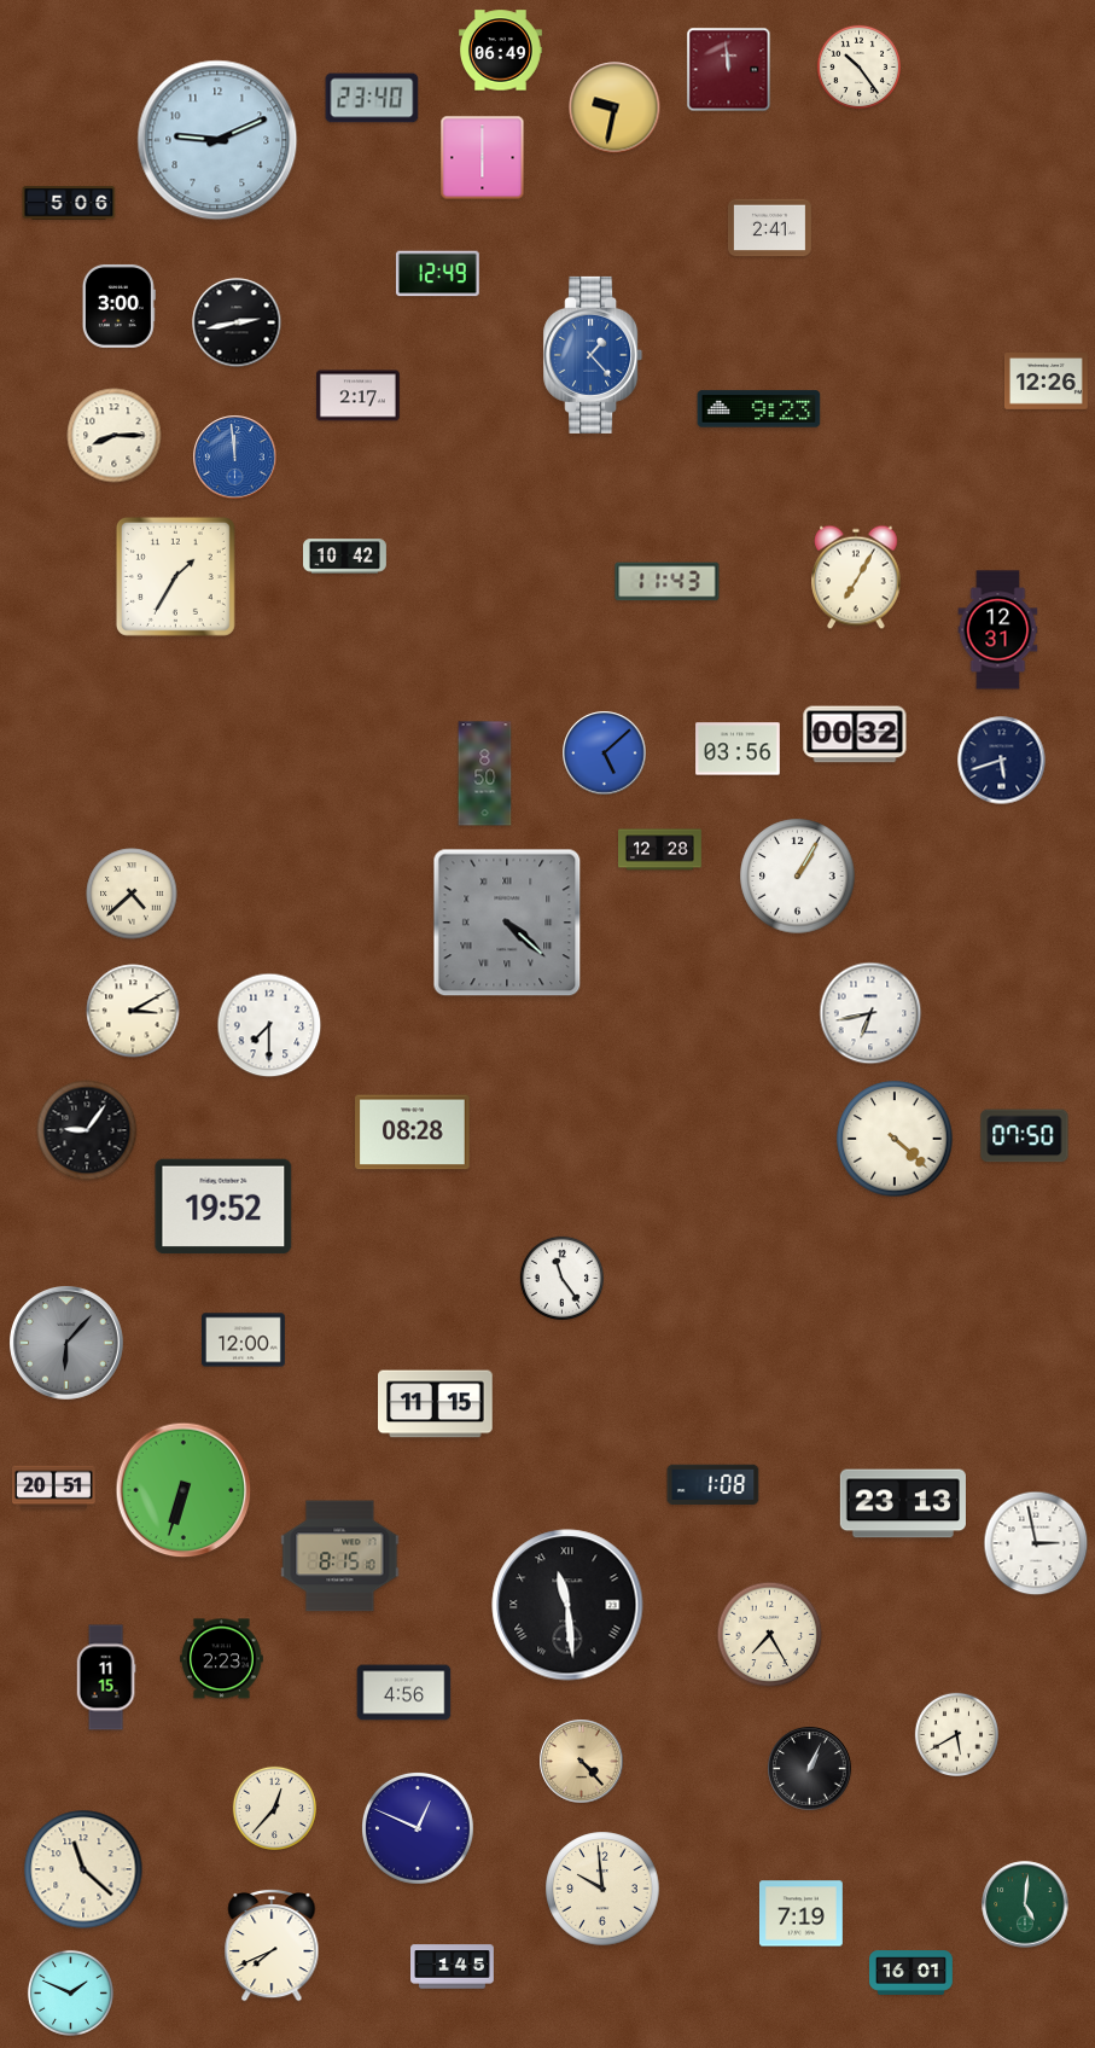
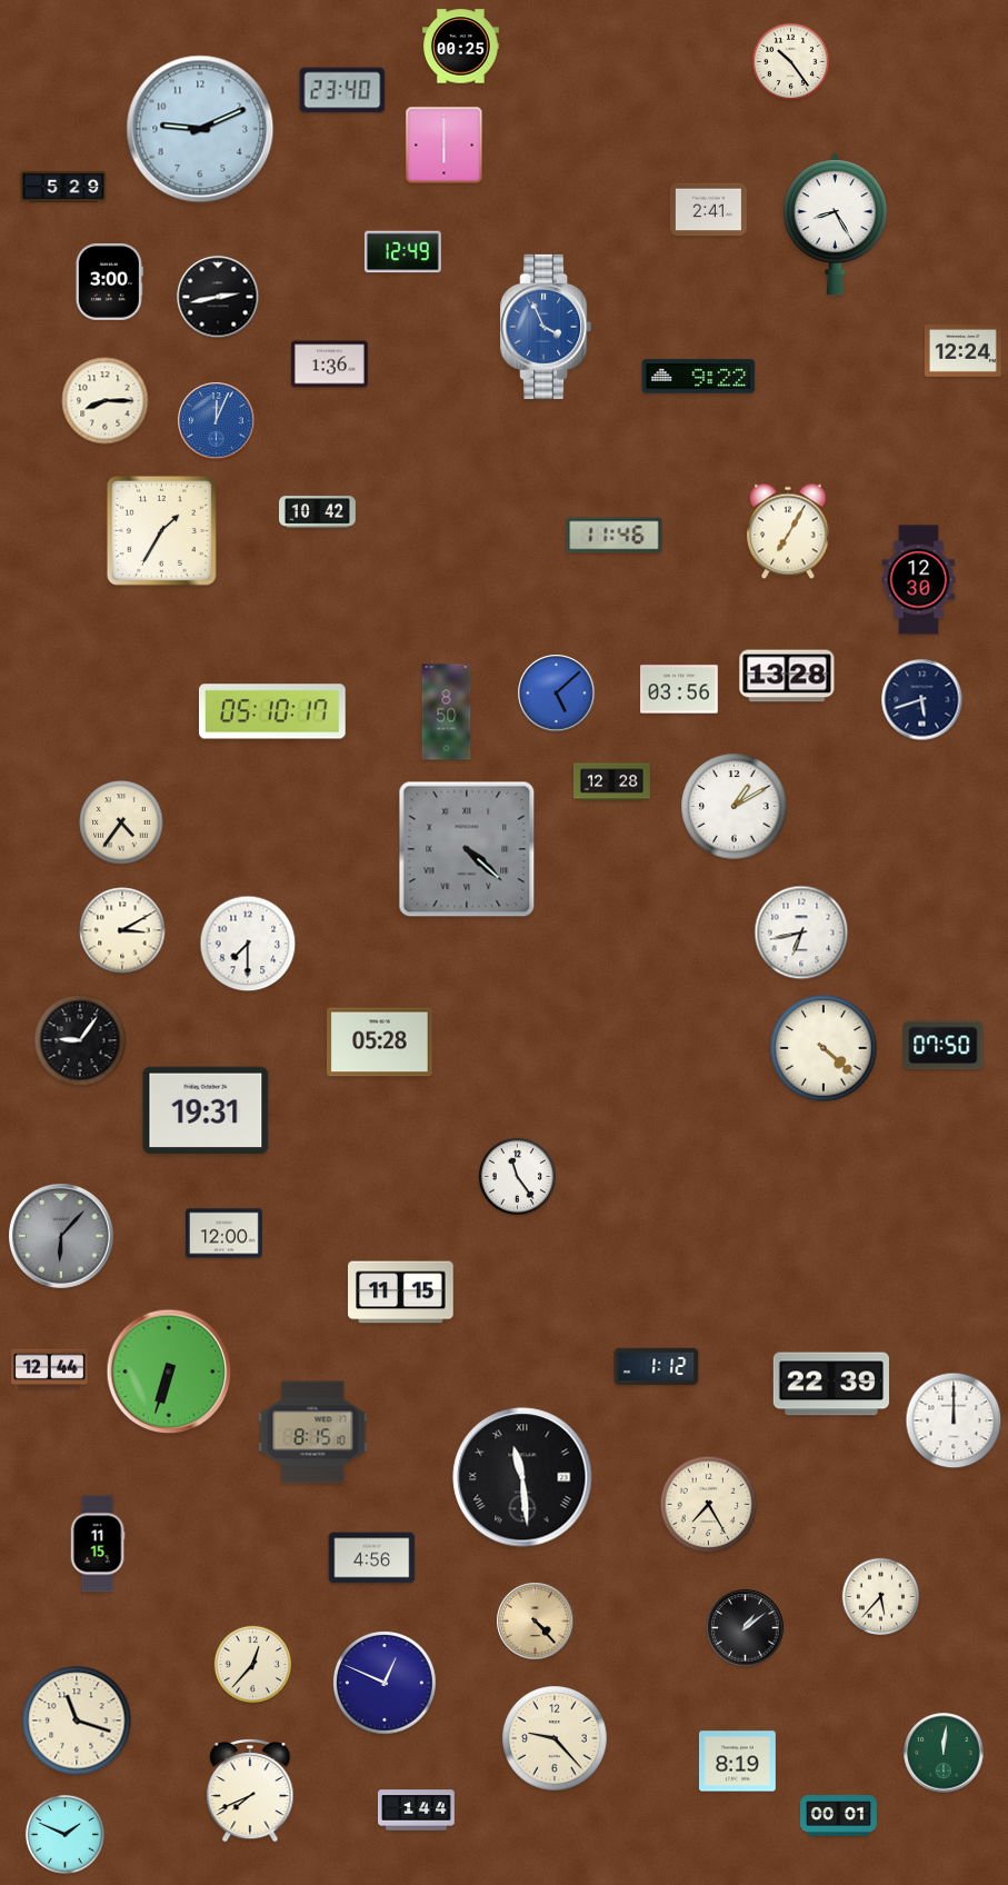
clock at (501, 51): 06:49 -> 00:25
clock at (729, 70): 11:59 -> none
clock at (615, 107): 9:32 -> none
clock at (69, 203): 5:06 -> 5:29
clock at (835, 225): none -> 8:25
clock at (593, 355): 1:23 -> 3:56
clock at (1046, 382): 12:26 -> 12:24
clock at (359, 396): 2:17 -> 1:36
clock at (759, 409): 9:23 -> 9:22
clock at (235, 458): 11:59 -> 12:04
clock at (668, 582): 11:43 -> 11:46
clock at (998, 630): 12:31 -> 12:30
clock at (855, 734): 00:32 -> 13:28
clock at (273, 711): none -> 05:10
clock at (660, 850) position: (660, 850) -> (612, 782)
clock at (798, 877): 1:05 -> 1:10
clock at (132, 894): 4:38 -> 4:36
clock at (413, 1133): 08:28 -> 05:28
clock at (223, 1206): 19:52 -> 19:31
clock at (714, 1485): 1:08 -> 1:12
clock at (53, 1488): 20:51 -> 12:44
clock at (903, 1503): 23:13 -> 22:39
clock at (1036, 1543): 2:58 -> 12:00
clock at (221, 1659): 2:23 -> none
clock at (956, 1734): 5:40 -> 5:37
clock at (810, 1769): 1:04 -> 1:09
clock at (83, 1869): 11:22 -> 11:18
clock at (602, 1889): 9:59 -> 9:23
clock at (1025, 1904): 5:01 -> 12:01
clock at (800, 1914): 7:19 -> 8:19
clock at (453, 1967): 1:45 -> 1:44
clock at (911, 1973): 16:01 -> 00:01
